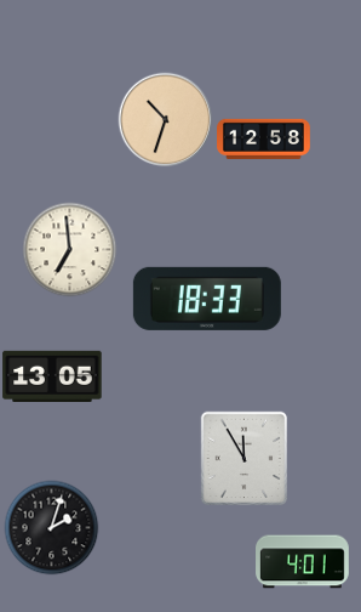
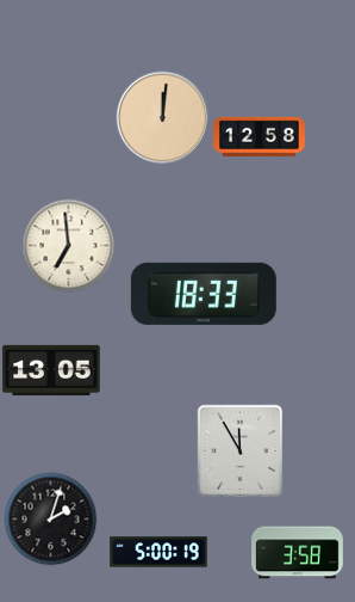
clock at (165, 119): 10:33 -> 12:01
clock at (158, 552): none -> 5:00
clock at (303, 562): 4:01 -> 3:58
